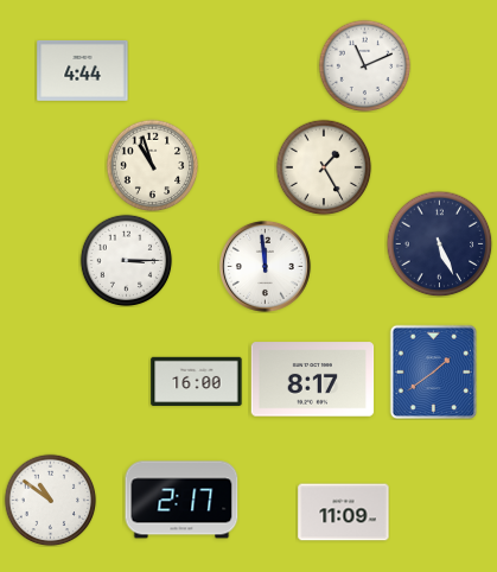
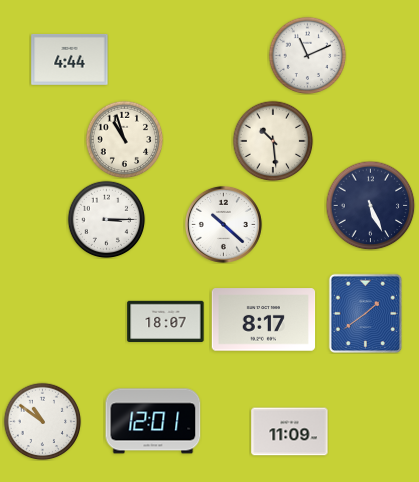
clock at (152, 165) position: (152, 165) -> (124, 139)
clock at (324, 167): 1:25 -> 10:29
clock at (265, 266): 11:59 -> 10:22
clock at (197, 381): 16:00 -> 18:07
clock at (181, 500): 2:17 -> 12:01
